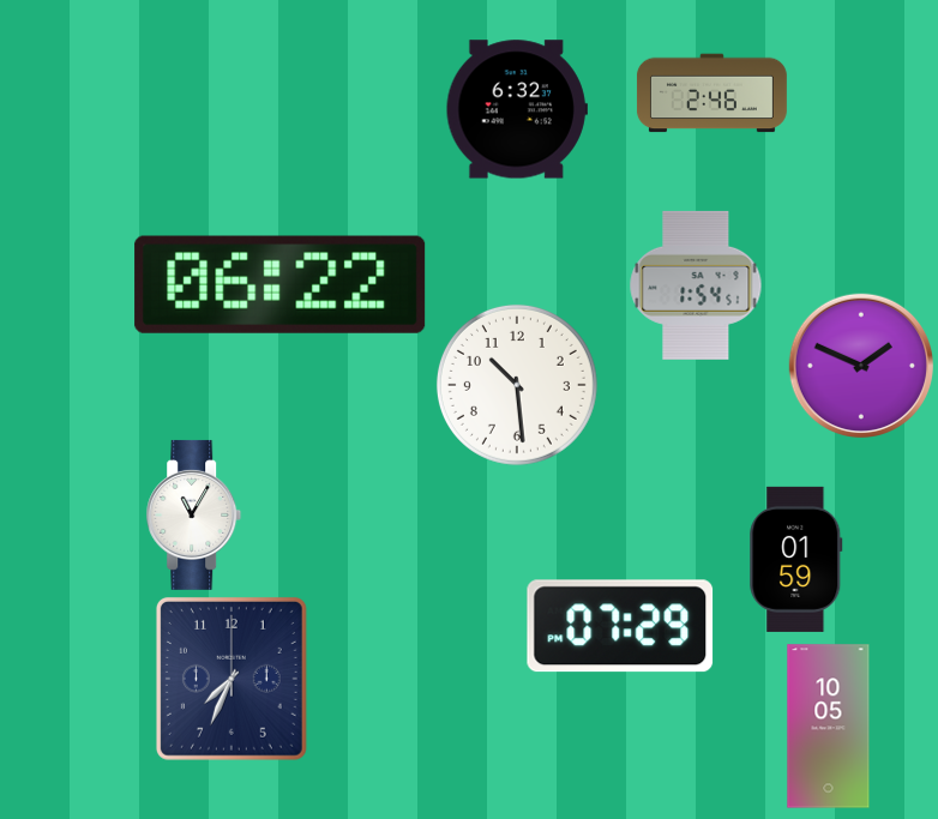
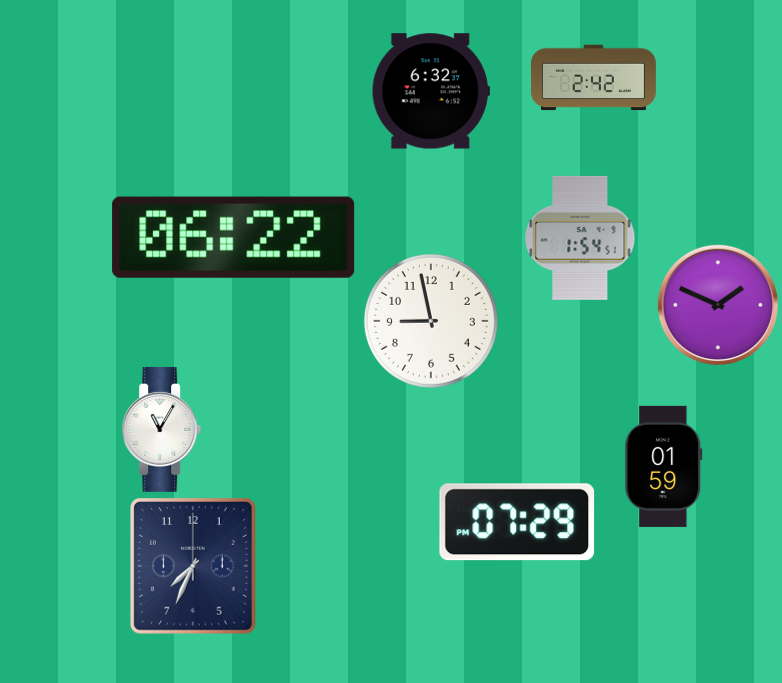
clock at (711, 94): 2:46 -> 2:42
clock at (517, 385): 10:29 -> 8:58
clock at (829, 727): 10:05 -> none
